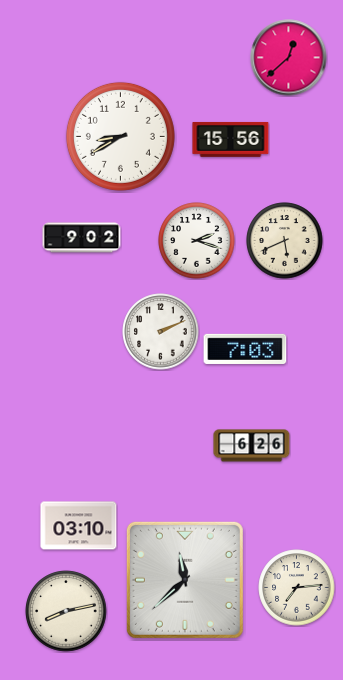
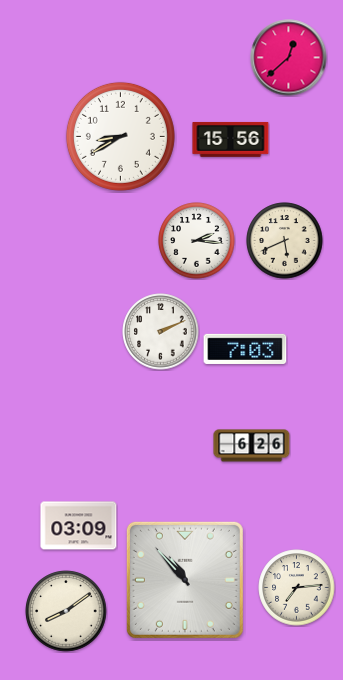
clock at (82, 238): 9:02 -> none
clock at (197, 241): 2:18 -> 2:16
clock at (79, 526): 03:10 -> 03:09
clock at (185, 580): 11:38 -> 10:53
clock at (66, 611): 8:13 -> 8:09
